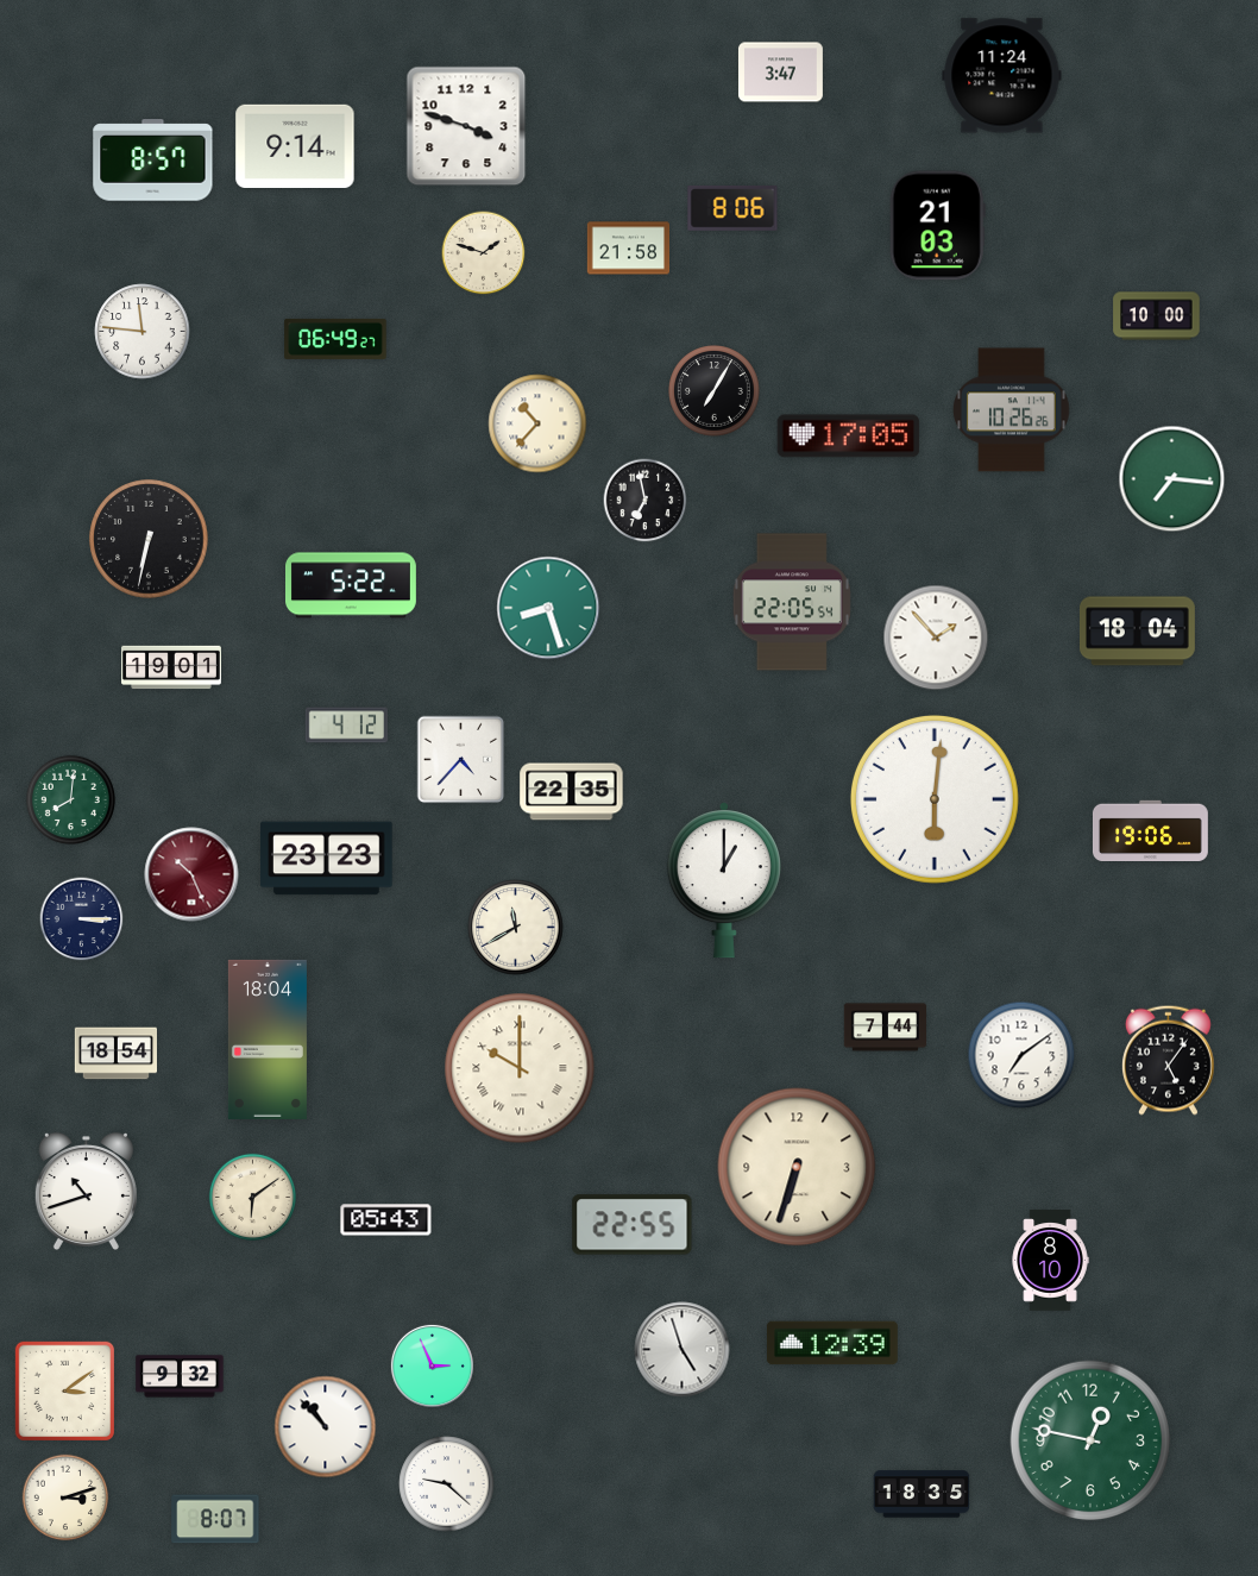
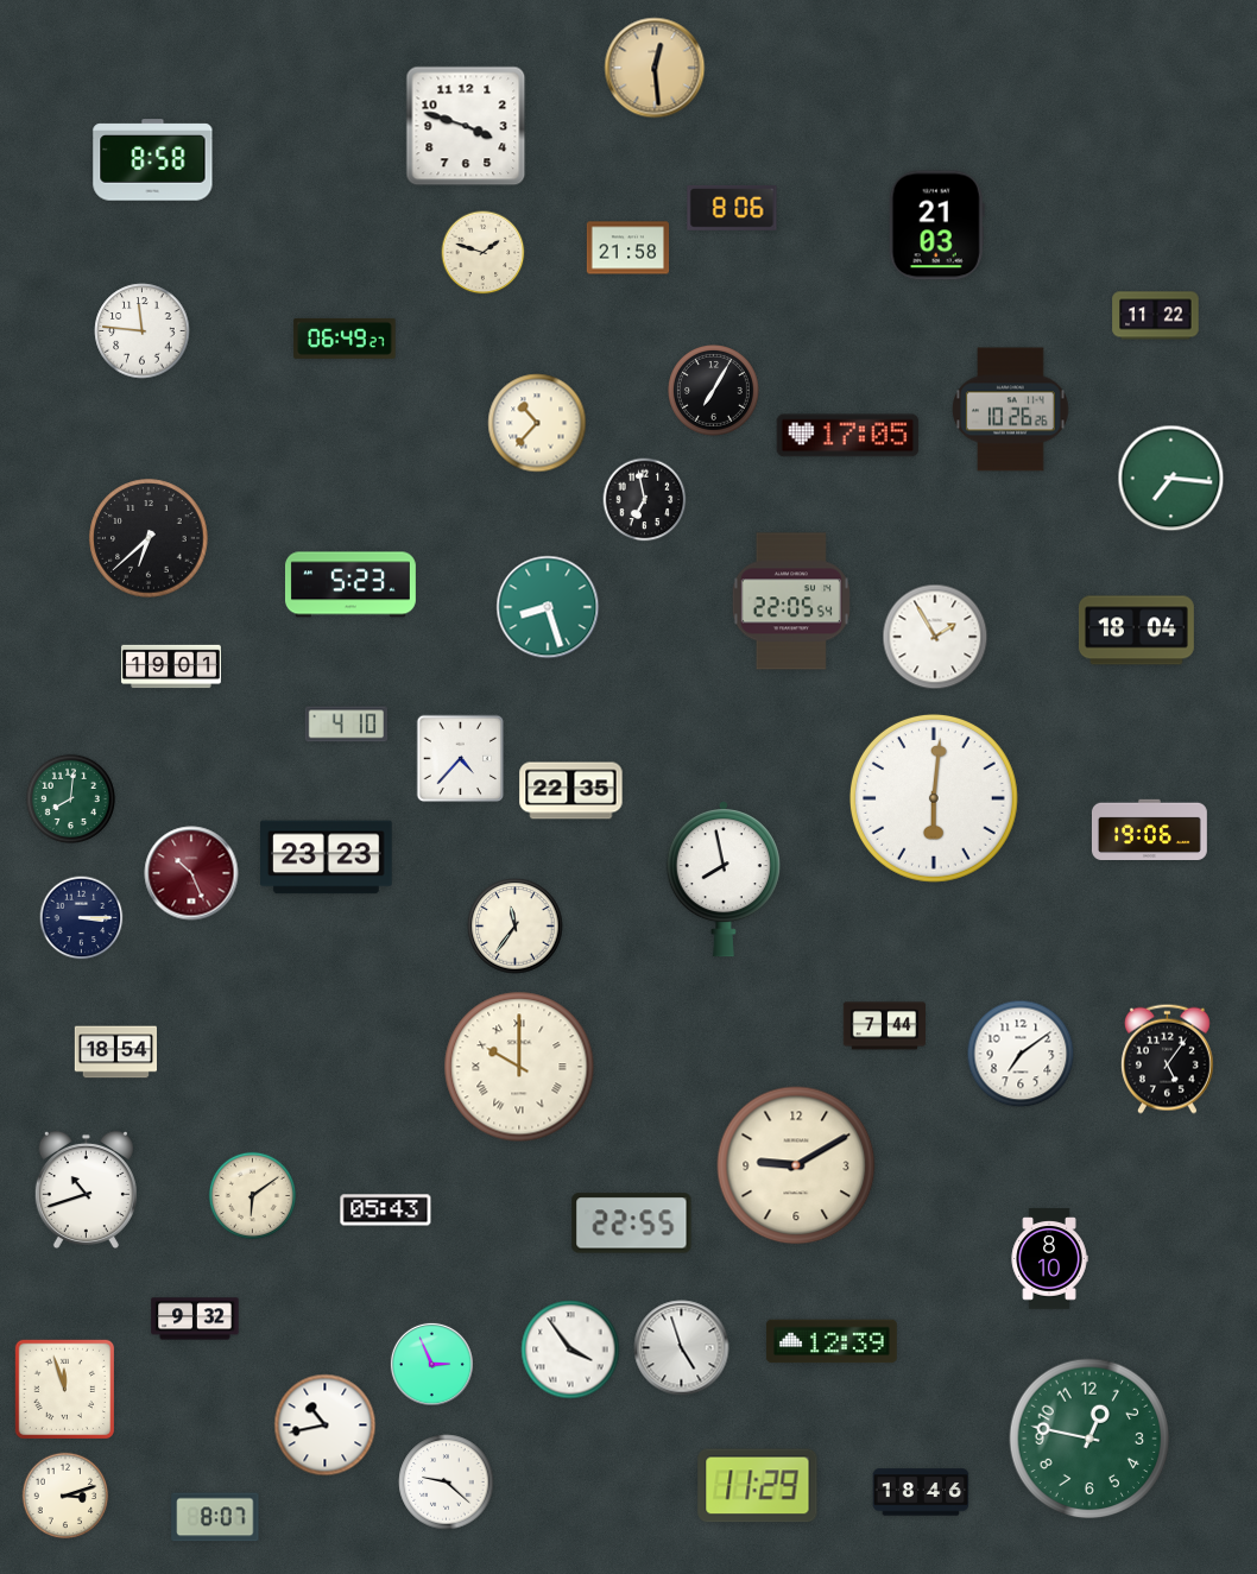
clock at (655, 68): none -> 12:29
clock at (780, 73): 3:47 -> none
clock at (1002, 76): 11:24 -> none
clock at (295, 145): 9:14 -> none
clock at (153, 161): 8:57 -> 8:58
clock at (1157, 316): 10:00 -> 11:22
clock at (335, 339) position: (335, 339) -> (345, 339)
clock at (149, 539): 6:32 -> 6:38
clock at (352, 585): 5:22 -> 5:23
clock at (936, 638): 1:53 -> 1:55
clock at (346, 726): 4:12 -> 4:10
clock at (724, 880): 1:00 -> 7:58
clock at (516, 928): 11:40 -> 11:36
clock at (268, 1040): 18:04 -> none
clock at (797, 1167): 6:33 -> 9:10
clock at (386, 1220) position: (386, 1220) -> (386, 1210)
clock at (570, 1349): none -> 3:54
clock at (180, 1376) position: (180, 1376) -> (195, 1319)
clock at (64, 1390): 3:09 -> 11:57
clock at (326, 1427): 10:53 -> 10:43
clock at (758, 1486): none -> 11:29
clock at (922, 1494): 18:35 -> 18:46
